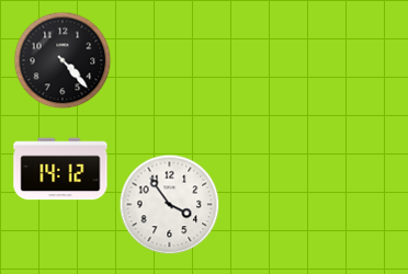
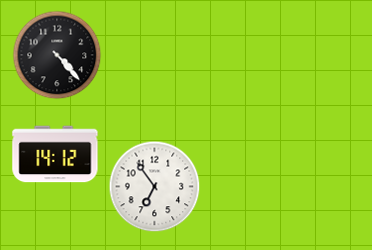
clock at (170, 205): 3:54 -> 6:54
